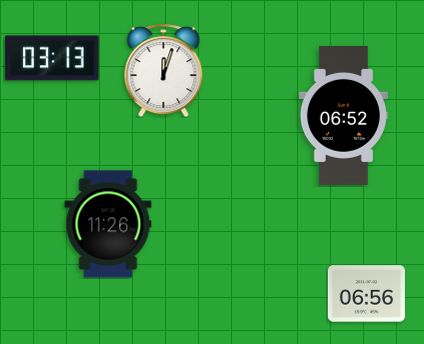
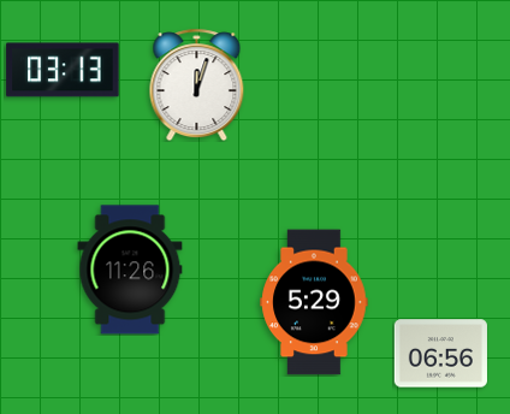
clock at (343, 115): 06:52 -> none
clock at (314, 302): none -> 5:29
